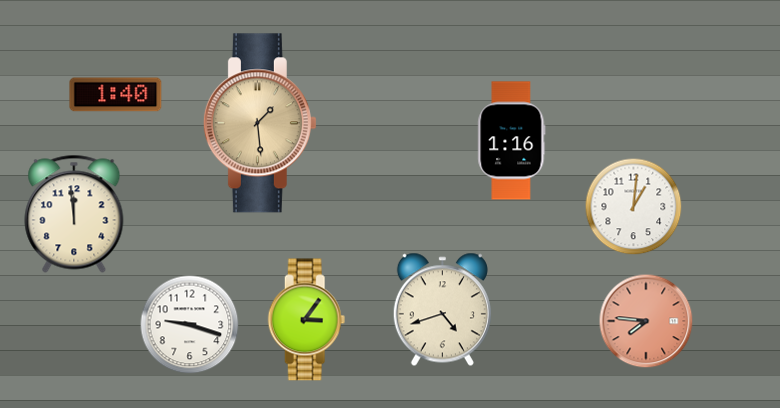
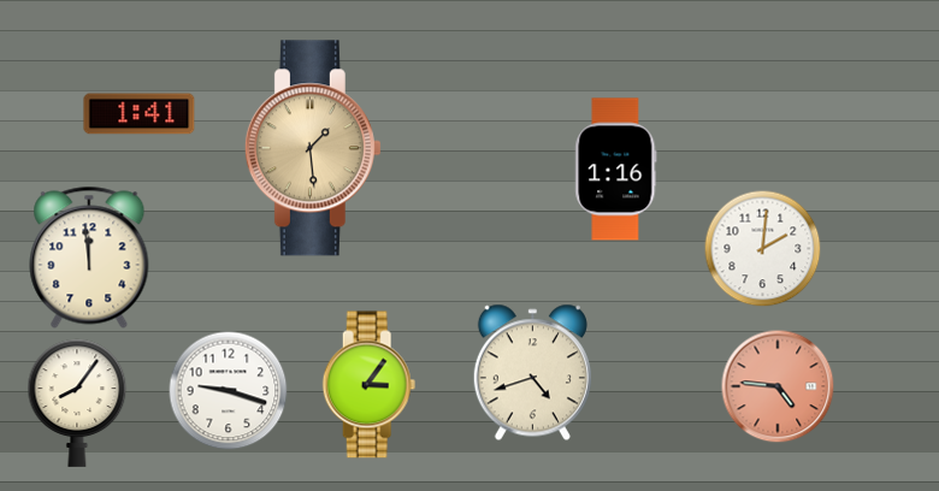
clock at (116, 95): 1:40 -> 1:41
clock at (634, 207): 1:01 -> 2:01
clock at (646, 321): 7:46 -> 4:46
clock at (77, 403): none -> 8:06
